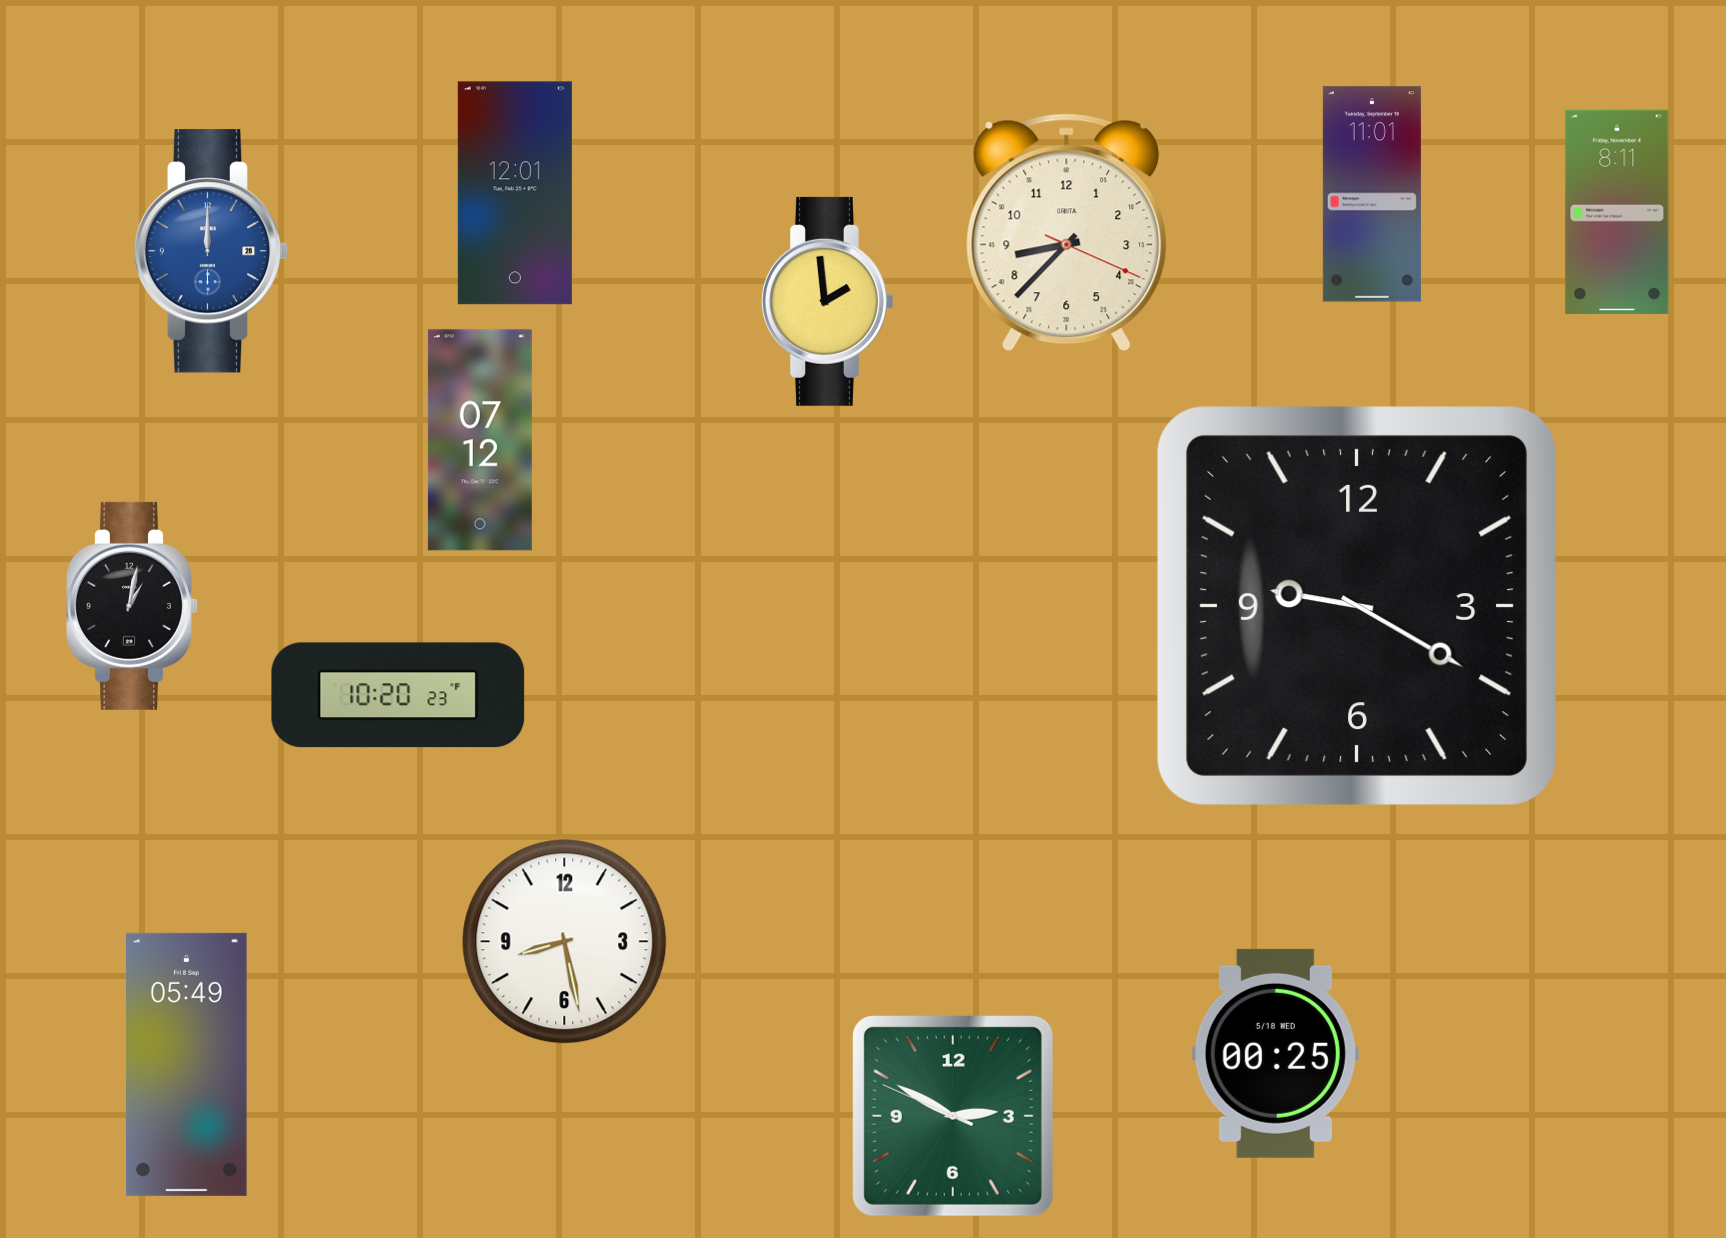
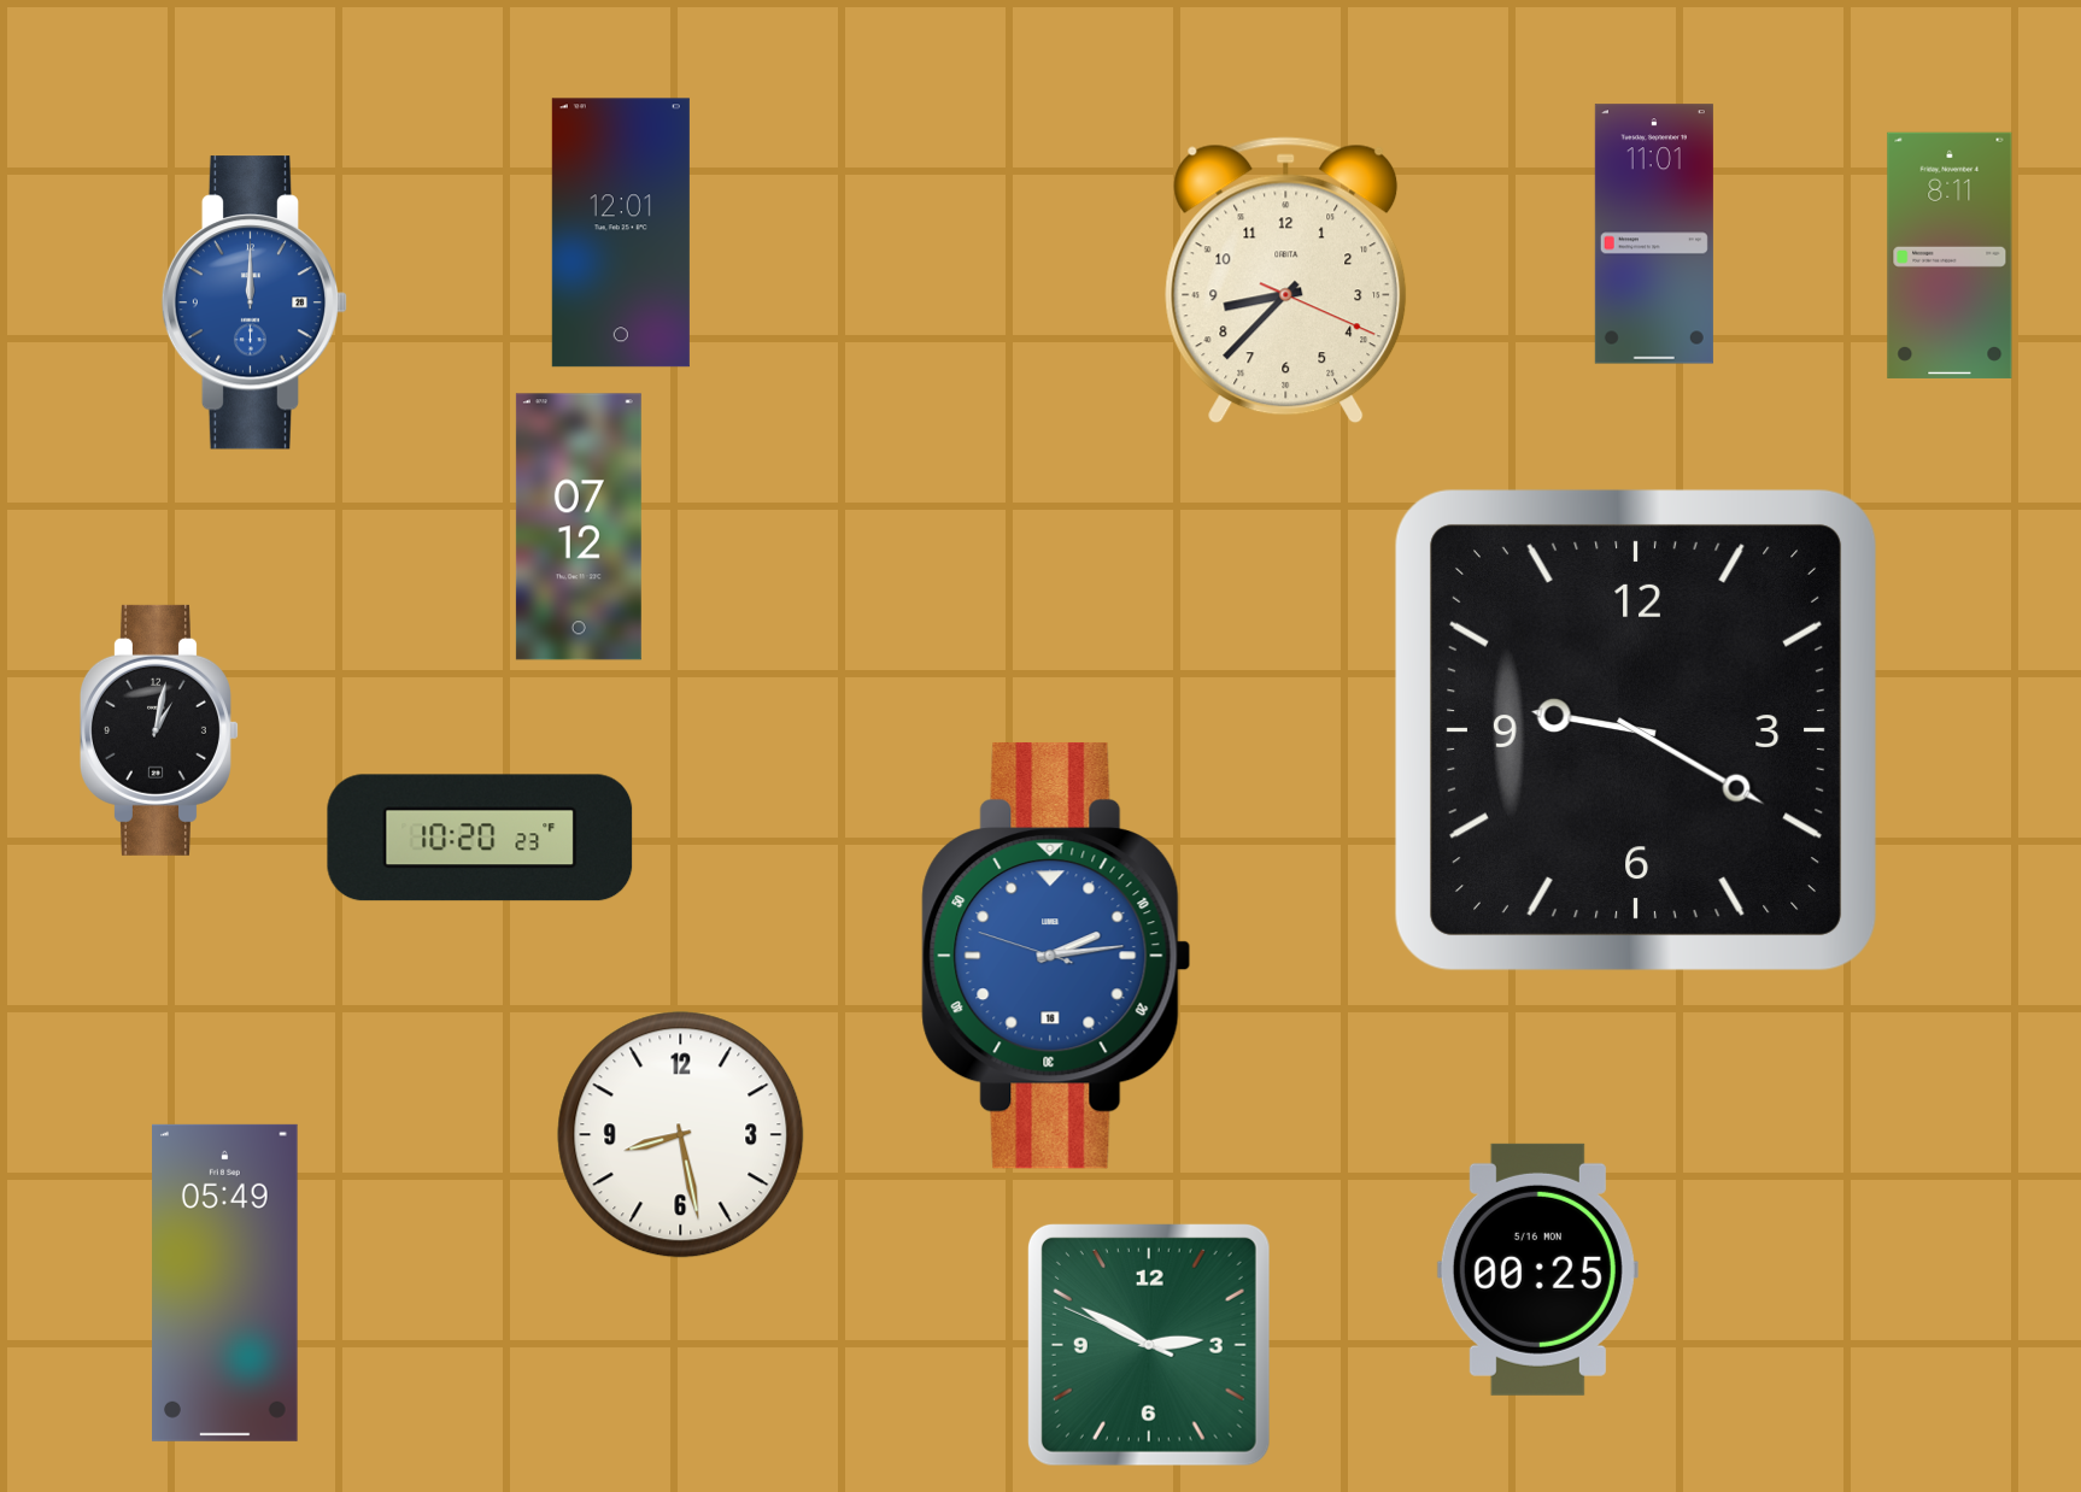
clock at (827, 301): 1:59 -> none
clock at (480, 440) position: (480, 440) -> (579, 527)
clock at (1056, 956): none -> 2:13
clock at (1275, 1053) date: 5/18 WED -> 5/16 MON
